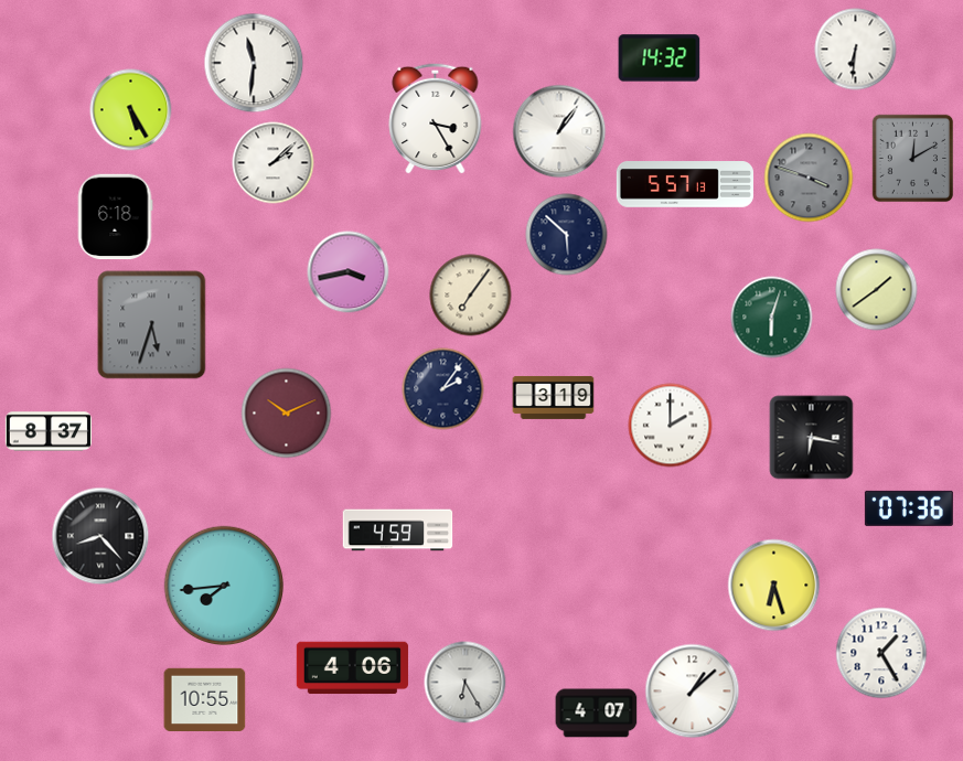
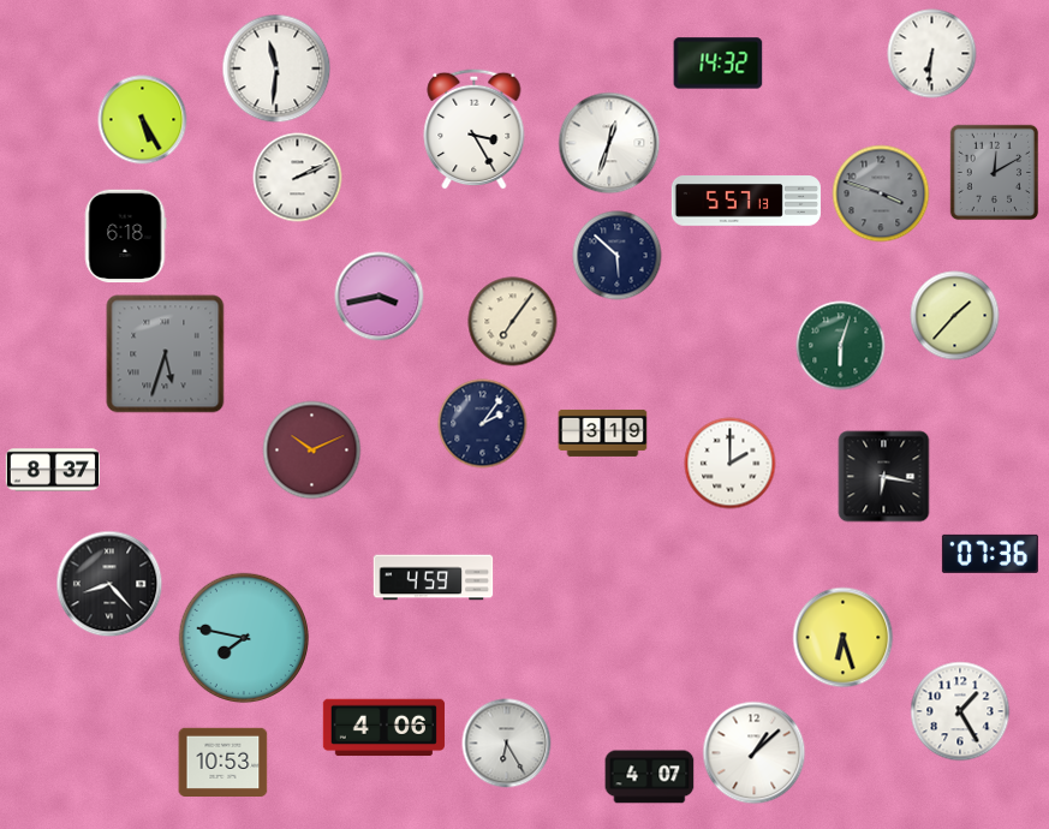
clock at (559, 131): 1:06 -> 12:33
clock at (274, 163): 2:08 -> 2:11
clock at (877, 290): 1:39 -> 1:37
clock at (224, 586): 7:44 -> 7:47
clock at (205, 700): 10:55 -> 10:53
